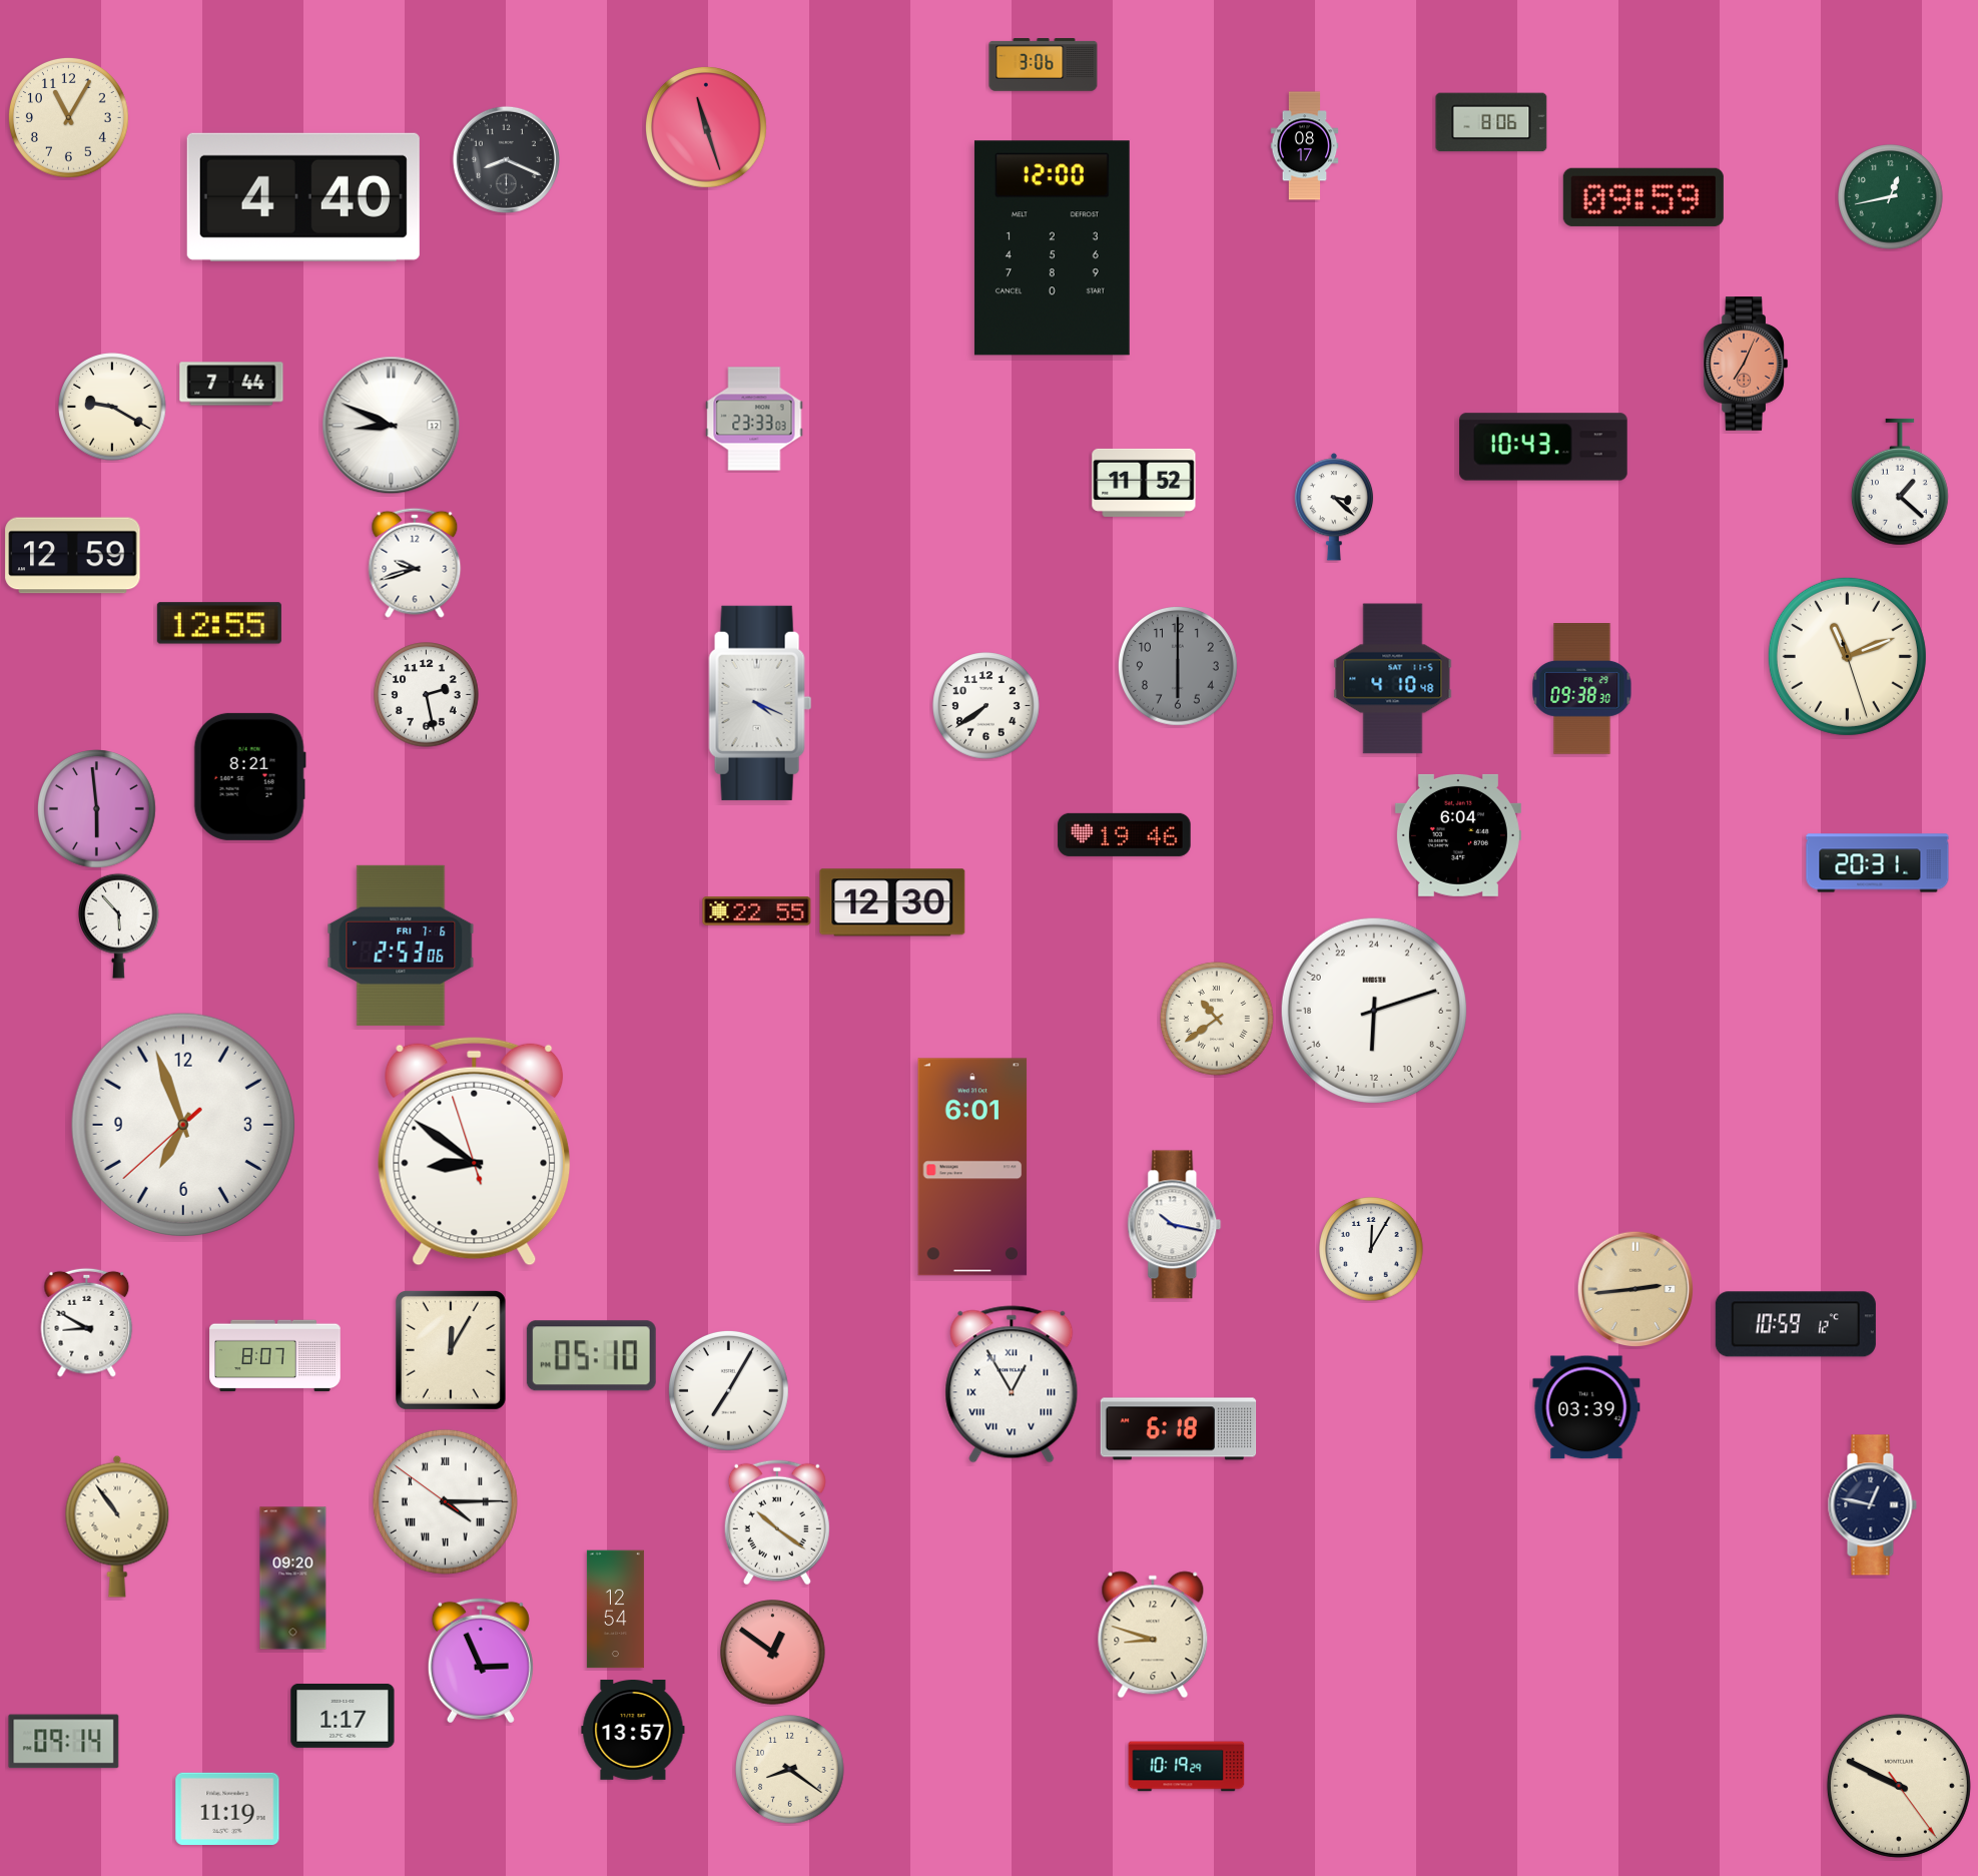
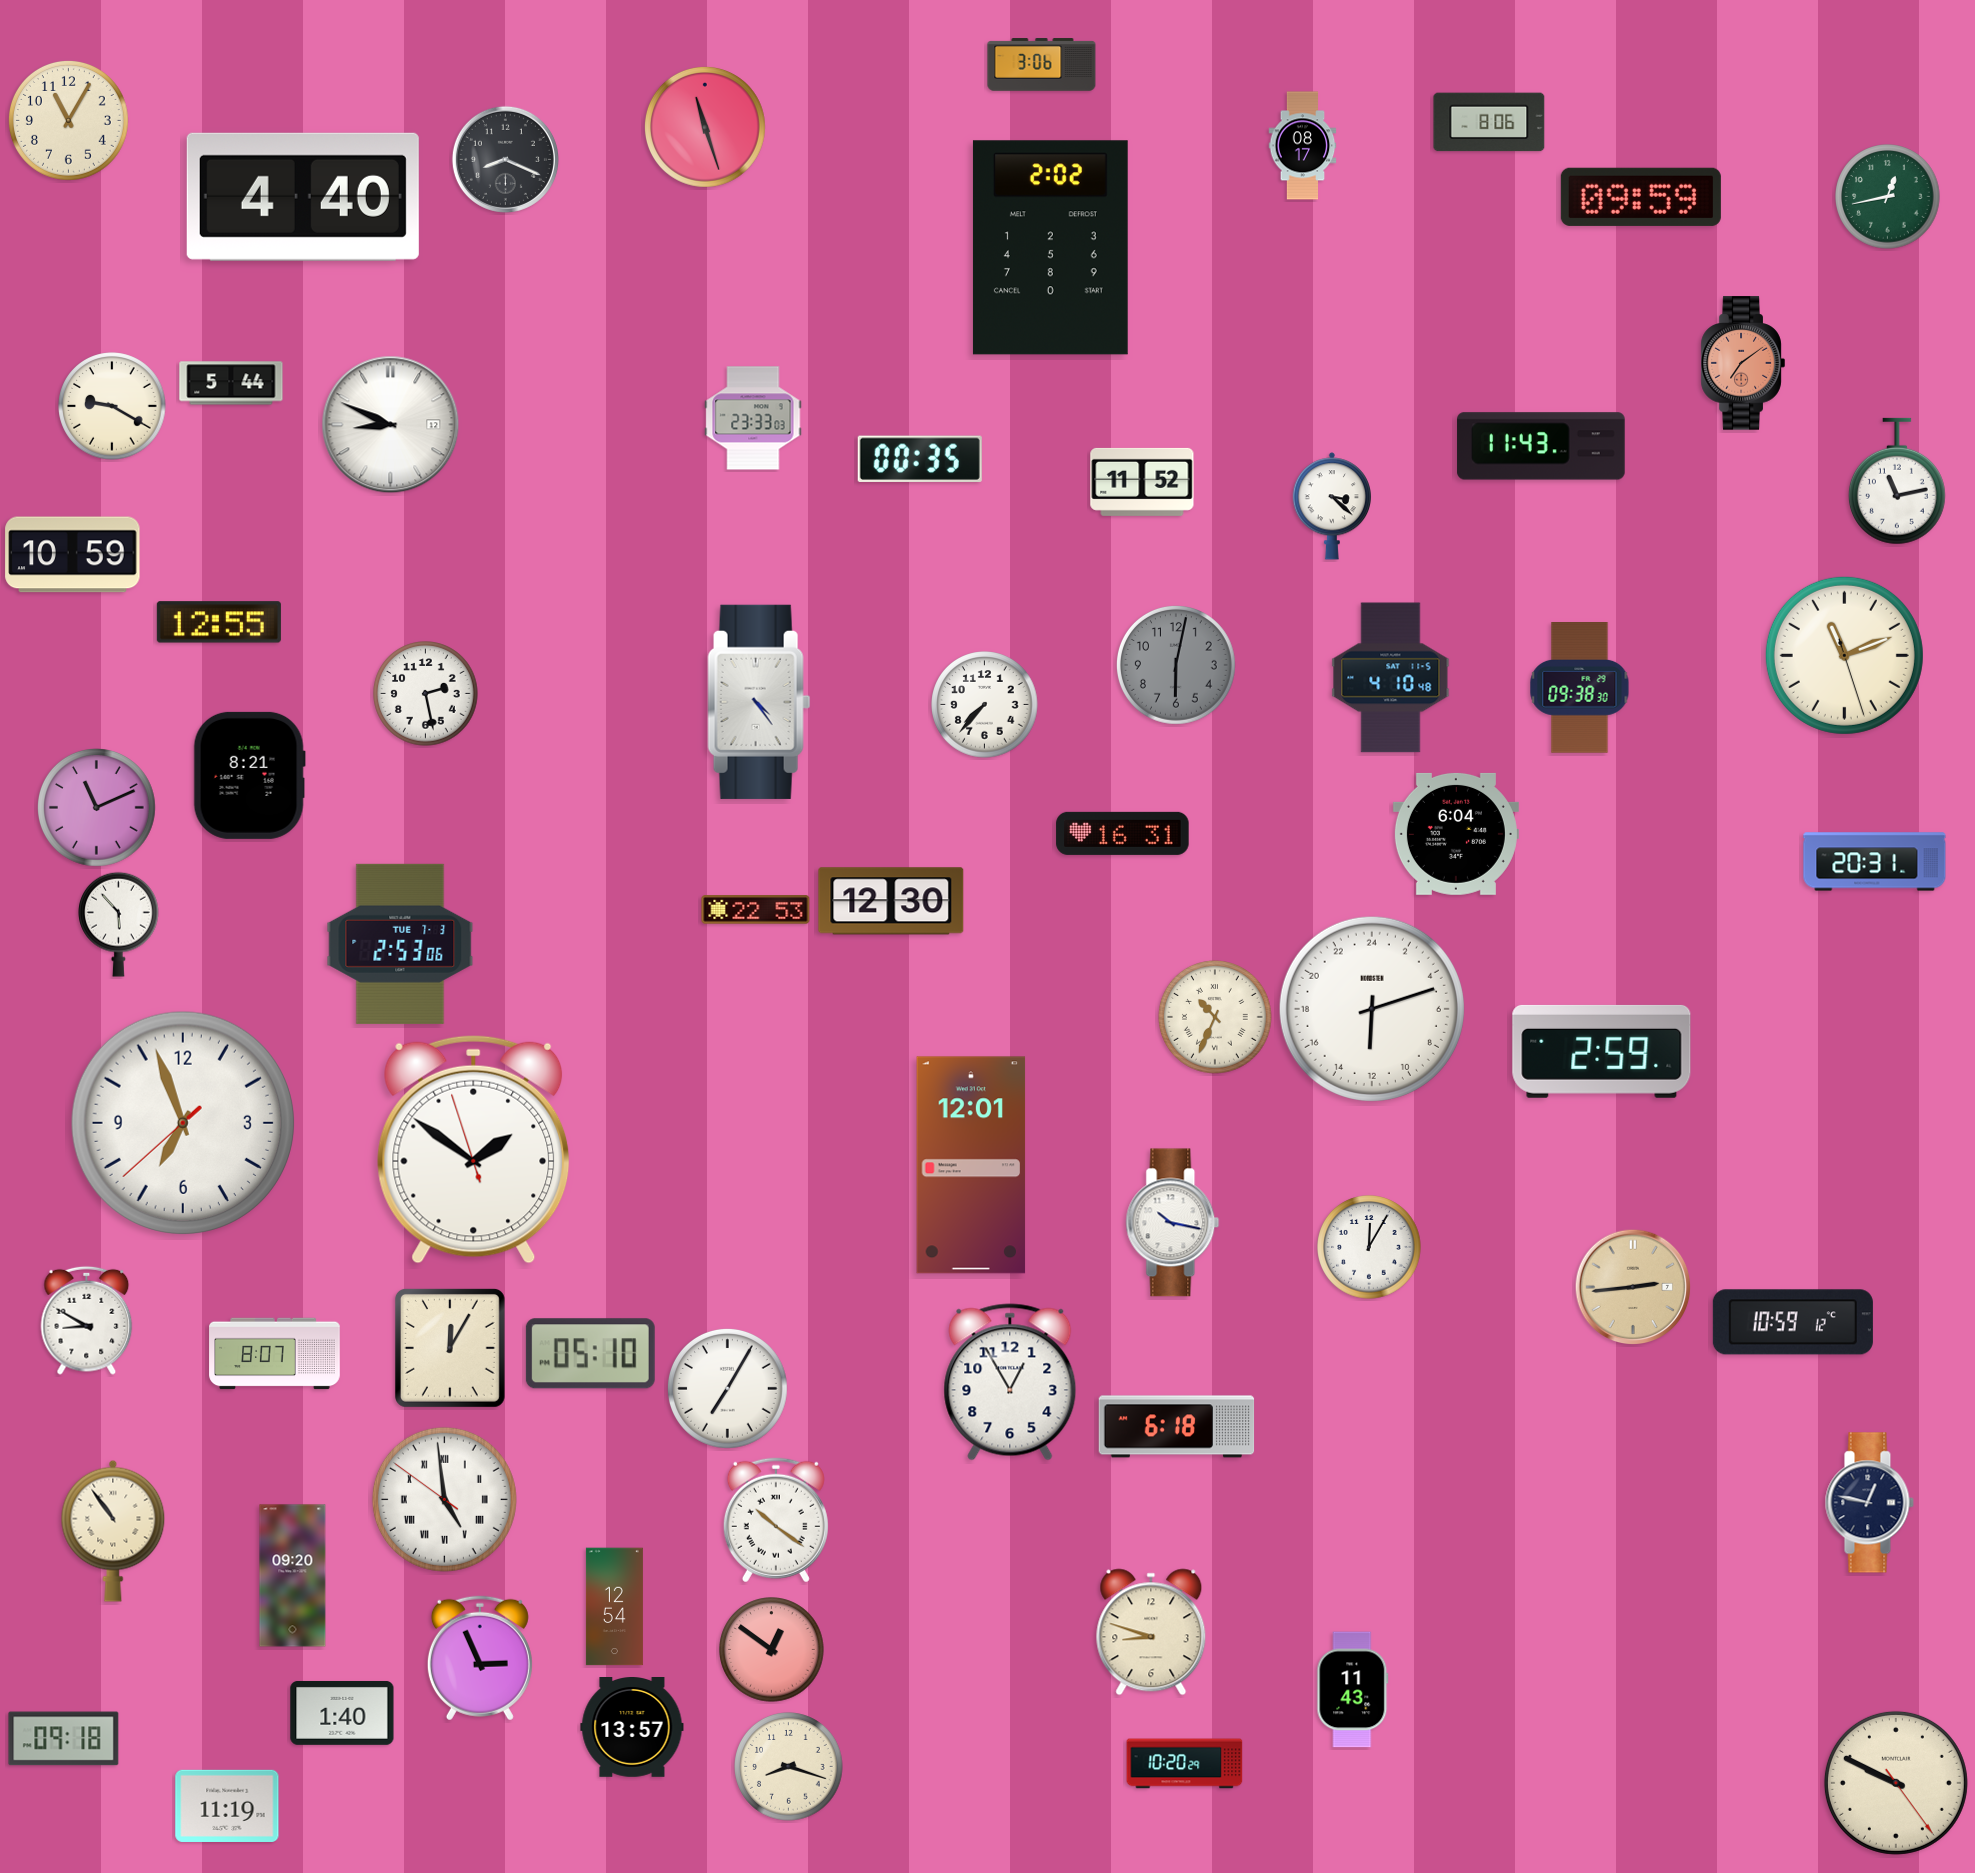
clock at (68, 117) position: (68, 117) -> (68, 120)
clock at (1052, 248): 12:00 -> 2:02
clock at (1746, 364): 7:04 -> 7:09
clock at (231, 384): 7:44 -> 5:44
clock at (1543, 447): 10:43 -> 11:43
clock at (920, 458): none -> 00:35
clock at (1900, 482): 1:22 -> 11:13
clock at (73, 556): 12:59 -> 10:59
clock at (415, 563): 9:42 -> none
clock at (1179, 667): 6:00 -> 6:02
clock at (760, 703): 4:19 -> 4:24
clock at (986, 706): 7:39 -> 7:37
clock at (97, 809): 5:59 -> 11:11
clock at (1125, 834): 19:46 -> 16:31
clock at (757, 911): 22:55 -> 22:53
clock at (401, 946) date: FRI 7-6 -> TUE 7-3
clock at (1218, 1020): 10:39 -> 10:34
clock at (1602, 1051): none -> 2:59
clock at (475, 1151): 8:50 -> 1:50
clock at (972, 1167): 6:01 -> 12:01
clock at (1012, 1384) numerals: Roman -> Arabic
clock at (1586, 1407): 03:39 -> none
clock at (445, 1501): 4:14 -> 4:58
clock at (117, 1526) position: (117, 1526) -> (113, 1531)
clock at (1353, 1690): none -> 11:43
clock at (343, 1716): 1:17 -> 1:40
clock at (64, 1742): 09:14 -> 09:18
clock at (1187, 1767): 10:19 -> 10:20
clock at (790, 1770): 8:21 -> 8:18
